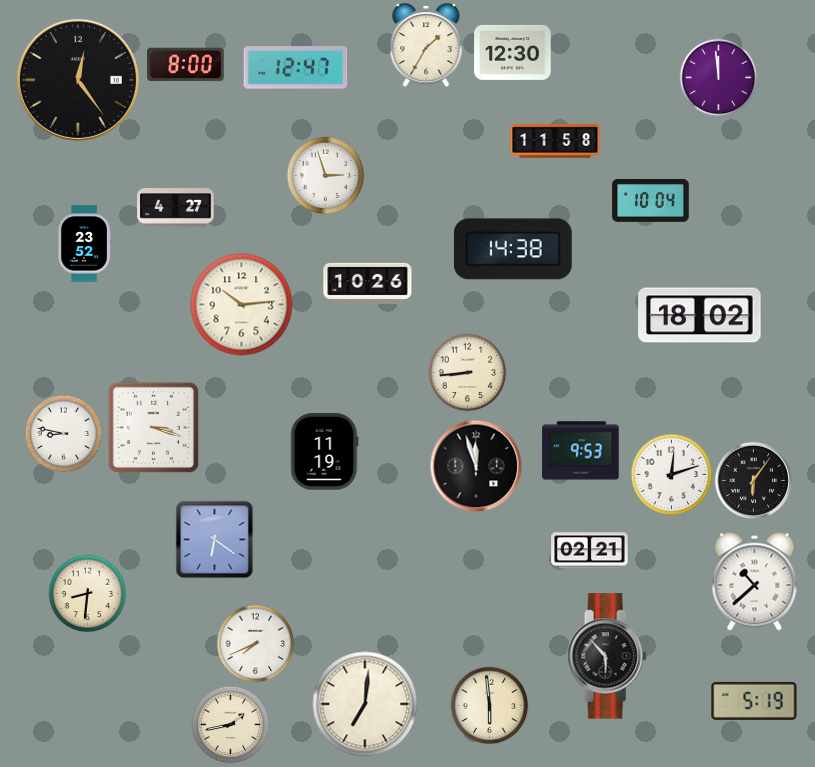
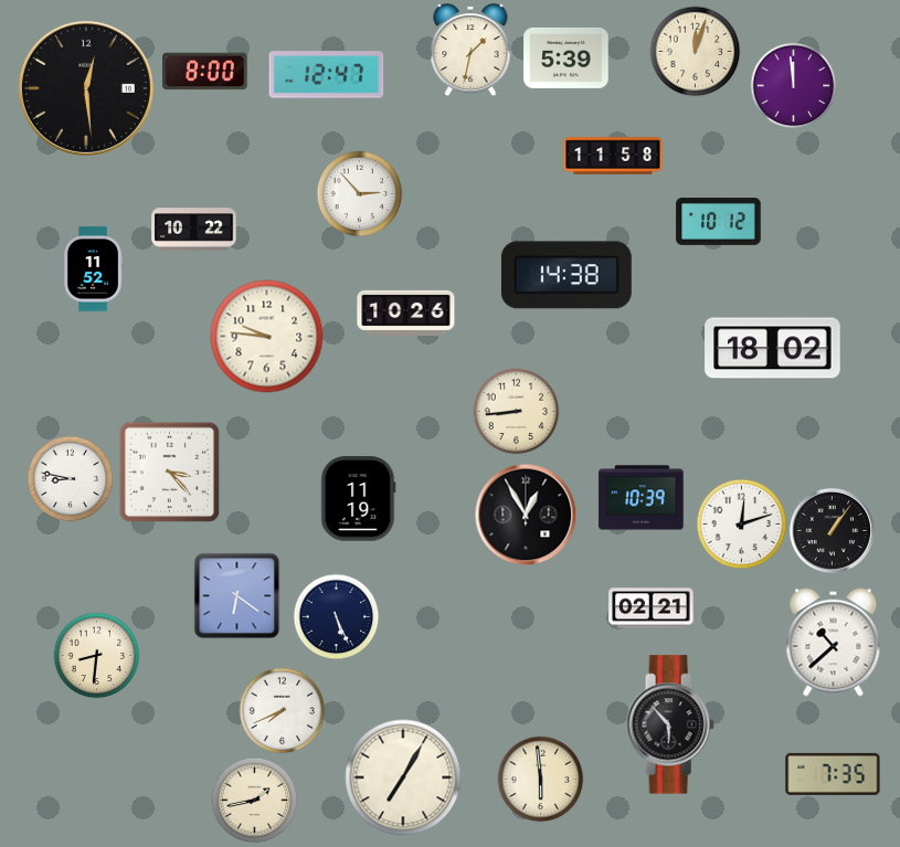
clock at (426, 45): 1:35 -> 1:32
clock at (695, 51): none -> 12:03
clock at (513, 52): 12:30 -> 5:39
clock at (78, 80): 12:24 -> 12:29
clock at (325, 175): 2:57 -> 2:53
clock at (651, 201): 10:04 -> 10:12
clock at (176, 208): 4:27 -> 10:22
clock at (84, 244): 23:52 -> 11:52
clock at (242, 305): 10:14 -> 9:46
clock at (153, 427): 3:18 -> 3:23
clock at (581, 451): 9:53 -> 10:39
clock at (476, 466): 11:57 -> 12:55
clock at (753, 480): 6:06 -> 1:06
clock at (336, 616): none -> 5:26
clock at (754, 701): 5:19 -> 7:35
clock at (365, 704): 7:01 -> 7:05
